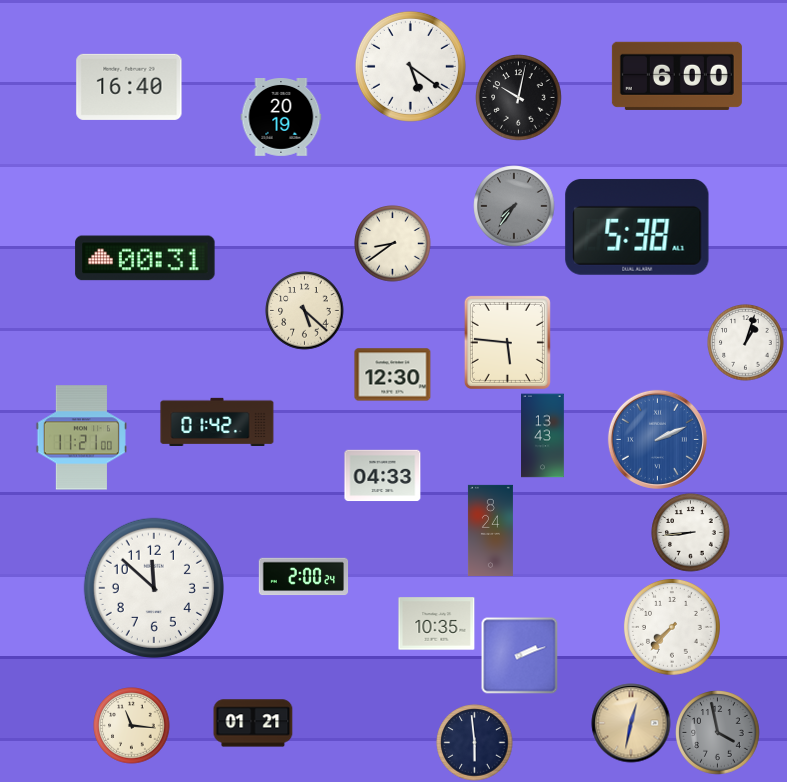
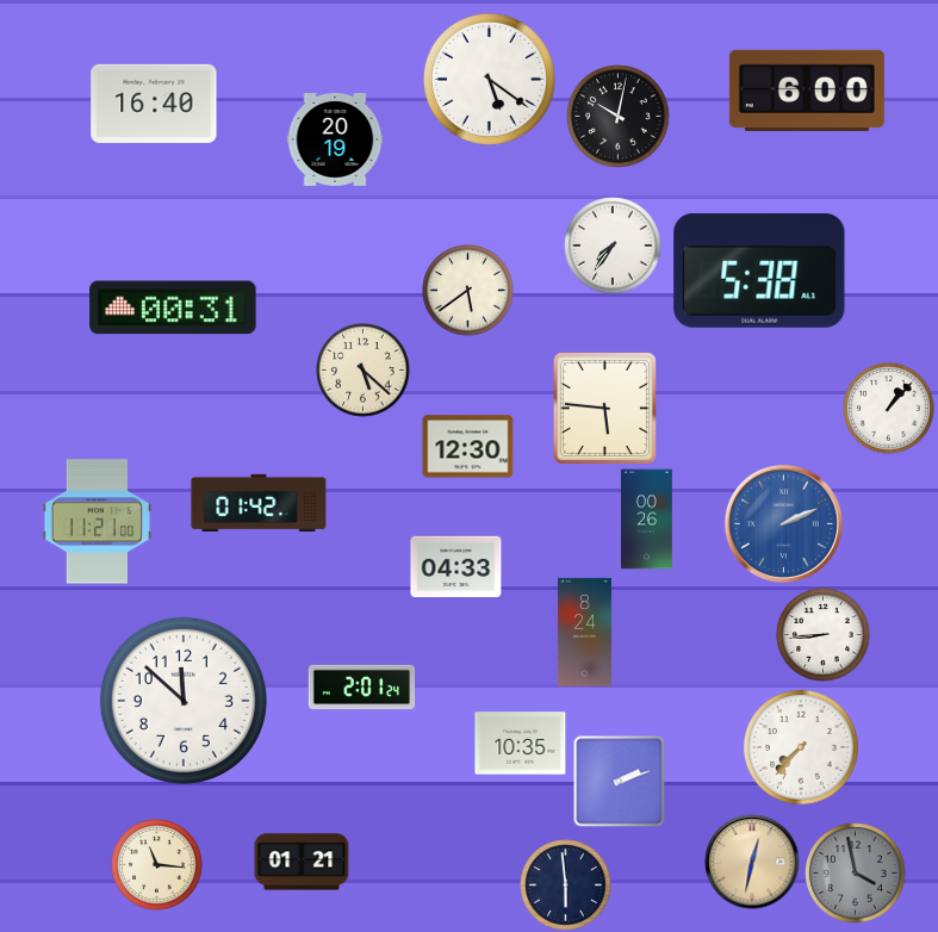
clock at (514, 206) dial: grey -> white
clock at (393, 244): 8:39 -> 5:39
clock at (746, 343): 1:03 -> 1:07
clock at (543, 436): 13:43 -> 00:26
clock at (304, 577): 2:00 -> 2:01
